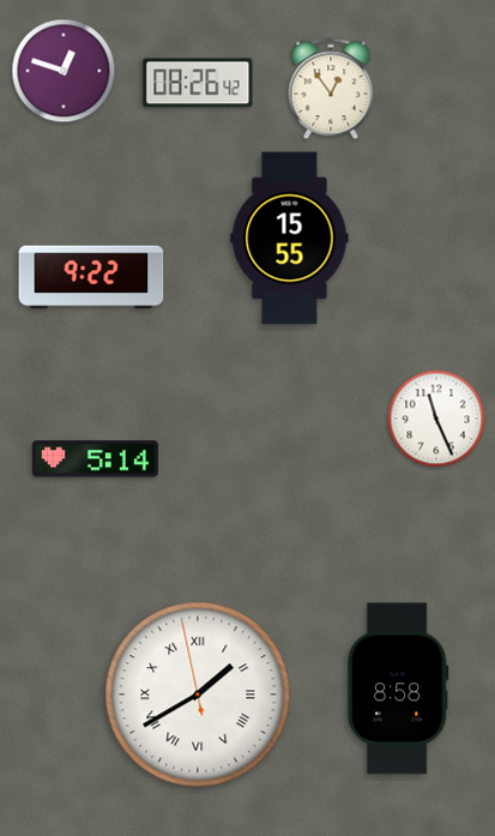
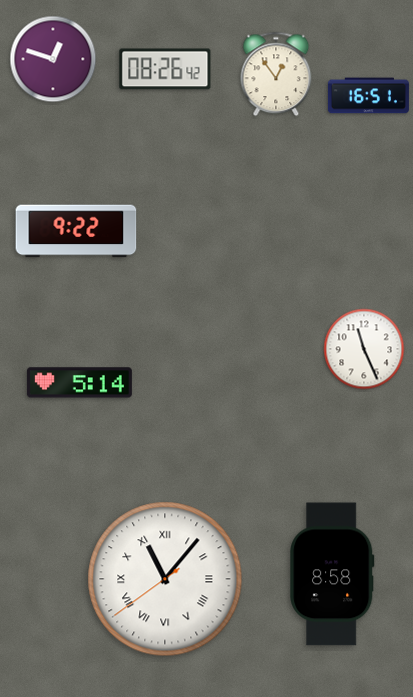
clock at (368, 96): none -> 16:51
clock at (290, 239): 15:55 -> none
clock at (198, 694): 1:39 -> 11:06
